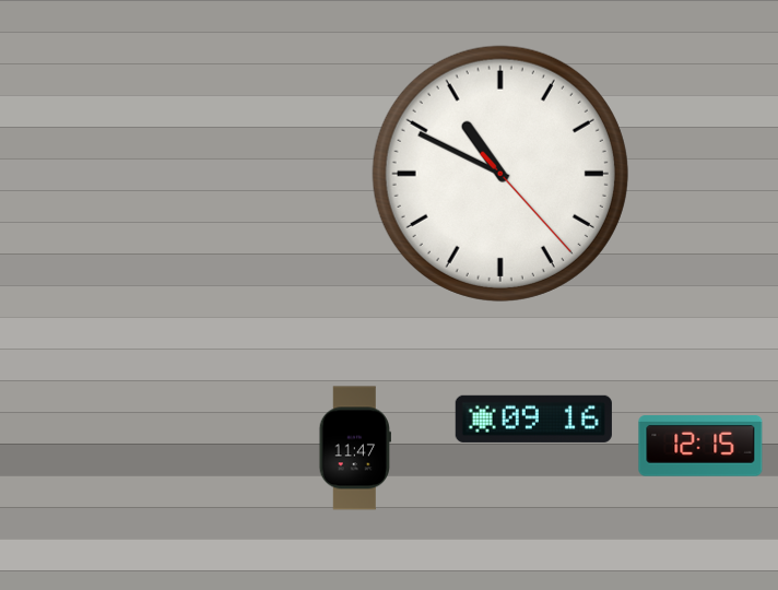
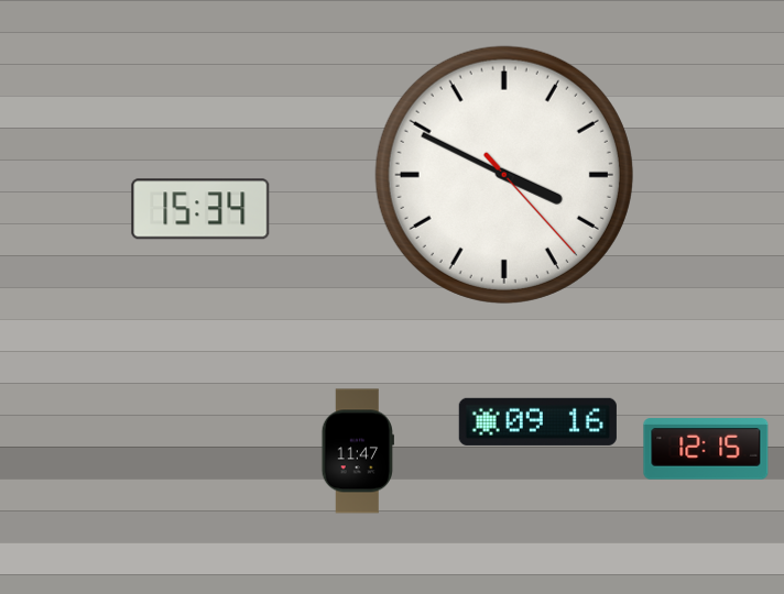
clock at (500, 174): 10:49 -> 3:49
clock at (200, 209): none -> 15:34
